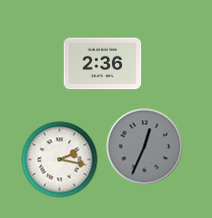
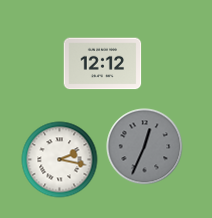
clock at (103, 64): 2:36 -> 12:12
